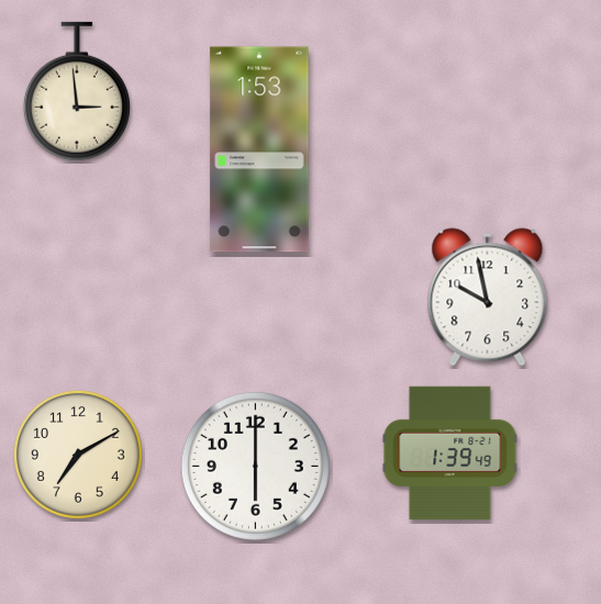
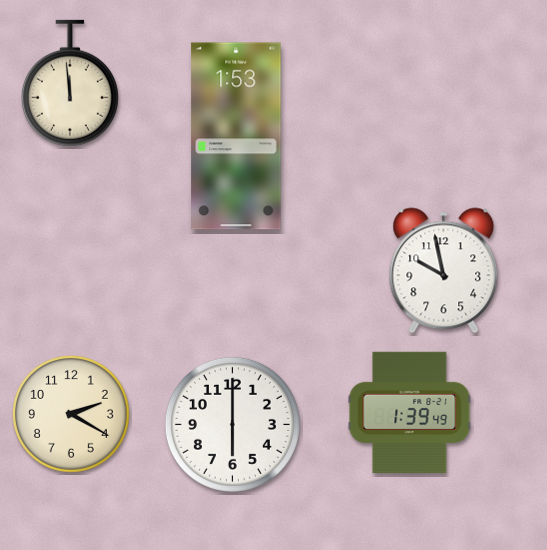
clock at (77, 91): 2:59 -> 11:59
clock at (78, 455): 7:10 -> 2:20
